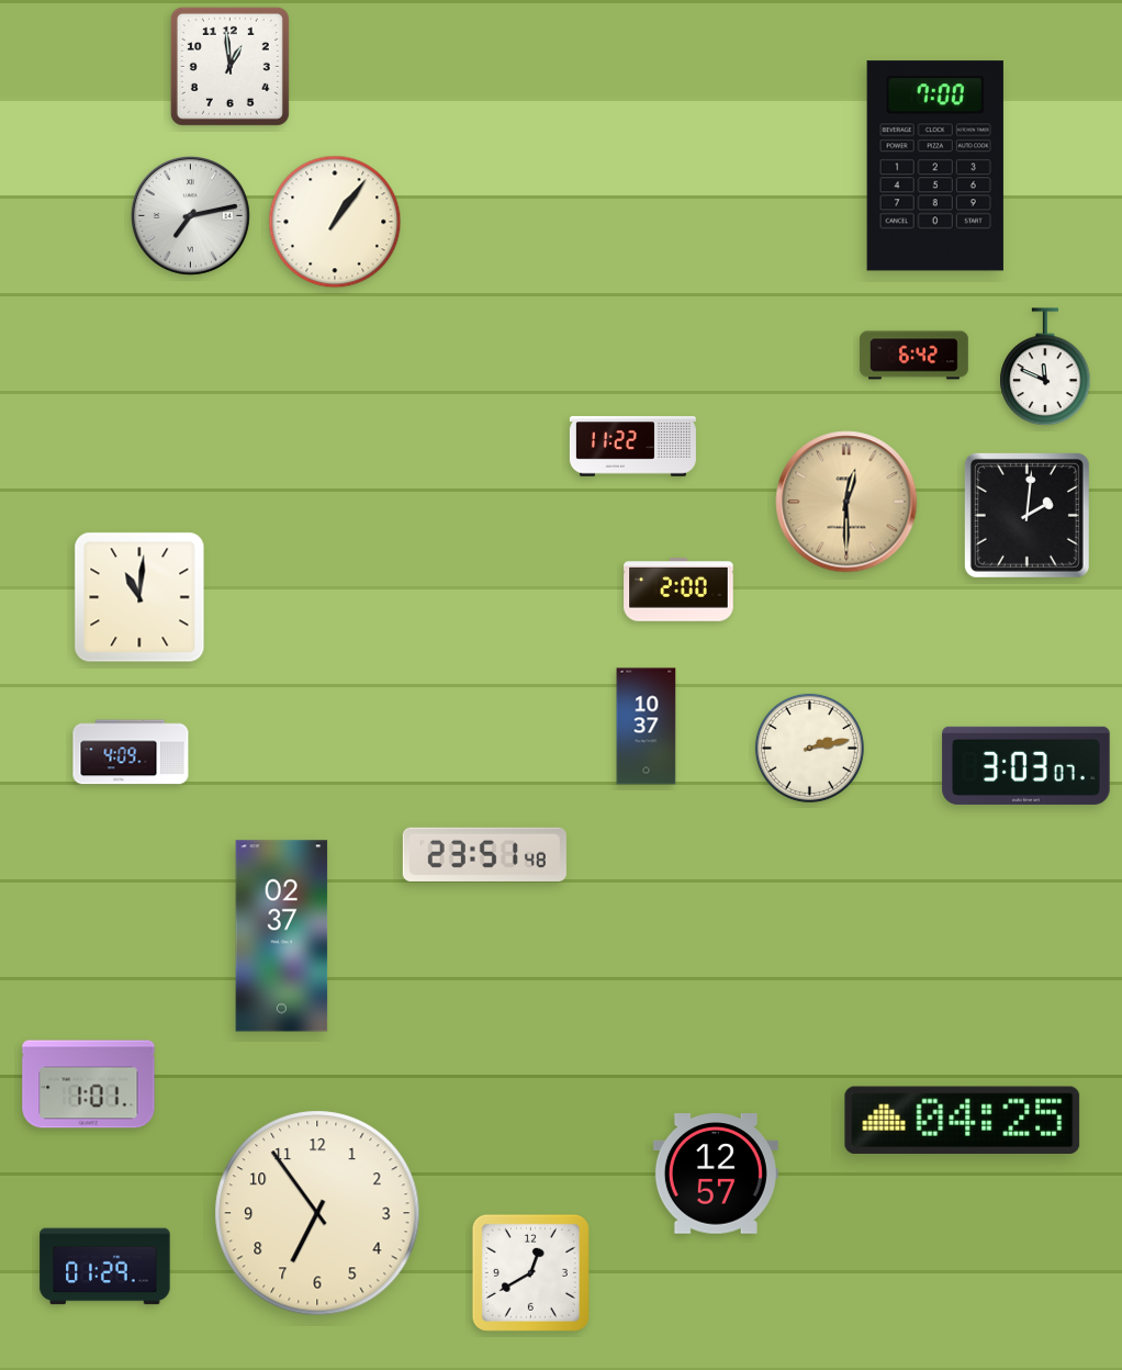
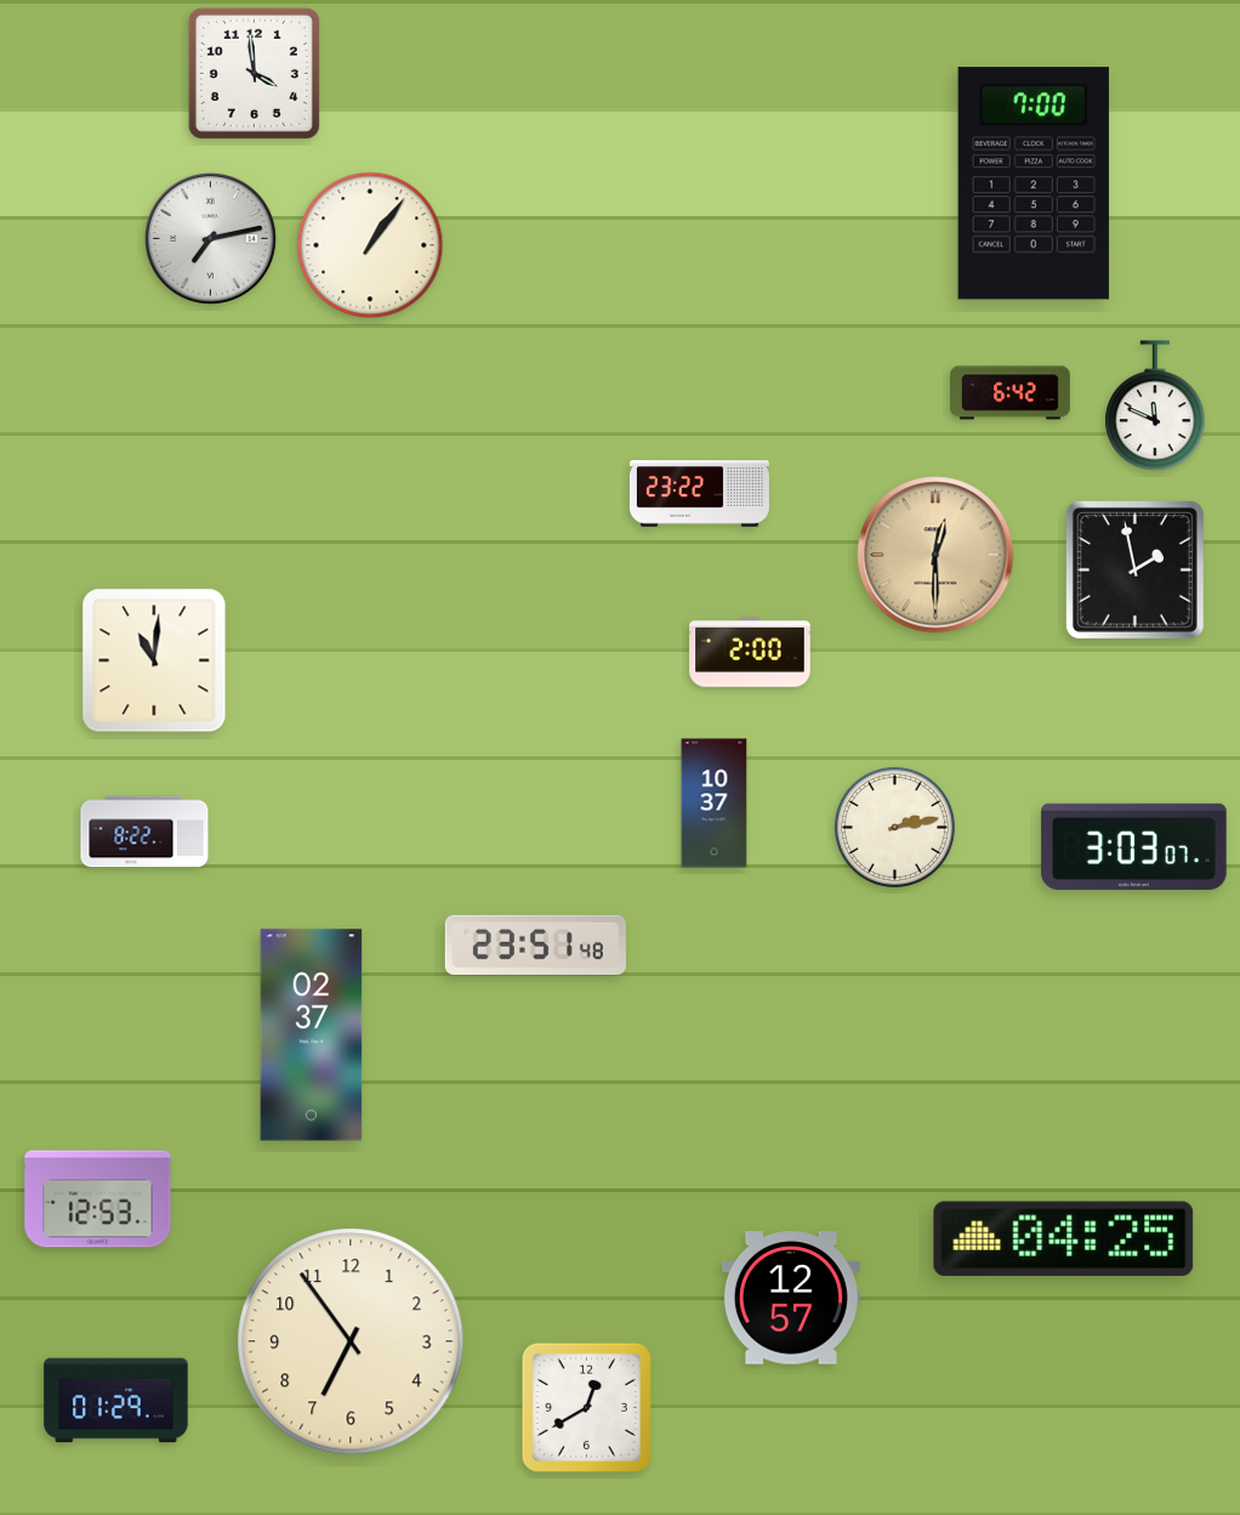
clock at (229, 66): 12:59 -> 3:59
clock at (632, 447): 11:22 -> 23:22
clock at (1026, 515): 2:01 -> 1:58
clock at (131, 752): 4:09 -> 8:22
clock at (89, 1085): 1:01 -> 12:53
